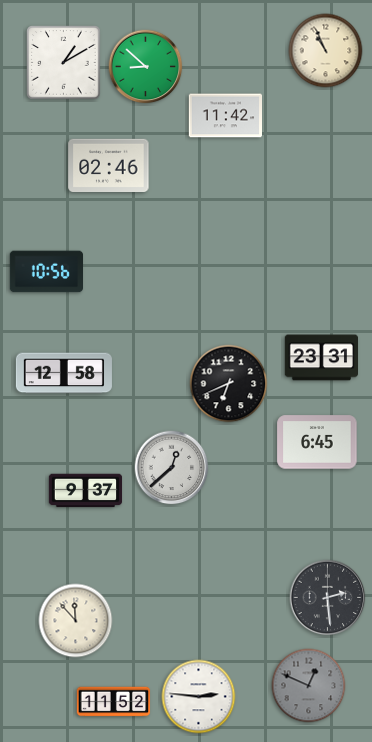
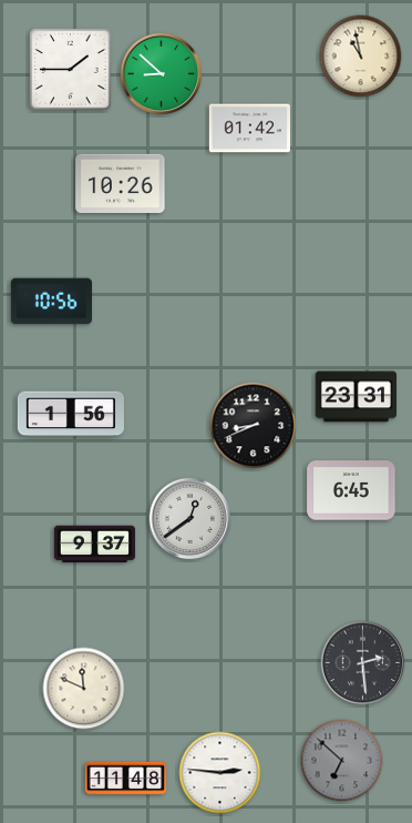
clock at (326, 51): 10:56 -> 10:58
clock at (64, 63): 1:10 -> 1:45
clock at (225, 116): 11:42 -> 01:42
clock at (109, 165): 02:46 -> 10:26
clock at (64, 373): 12:58 -> 1:56
clock at (229, 384): 6:41 -> 8:41
clock at (172, 468): 12:38 -> 12:39
clock at (76, 621): 11:53 -> 11:49
clock at (309, 686): 12:49 -> 6:52
clock at (114, 702): 11:52 -> 11:48
